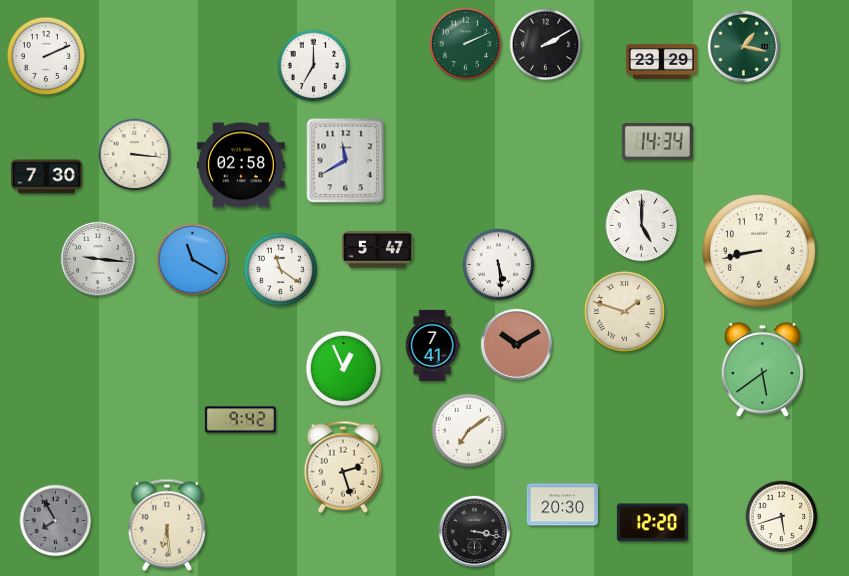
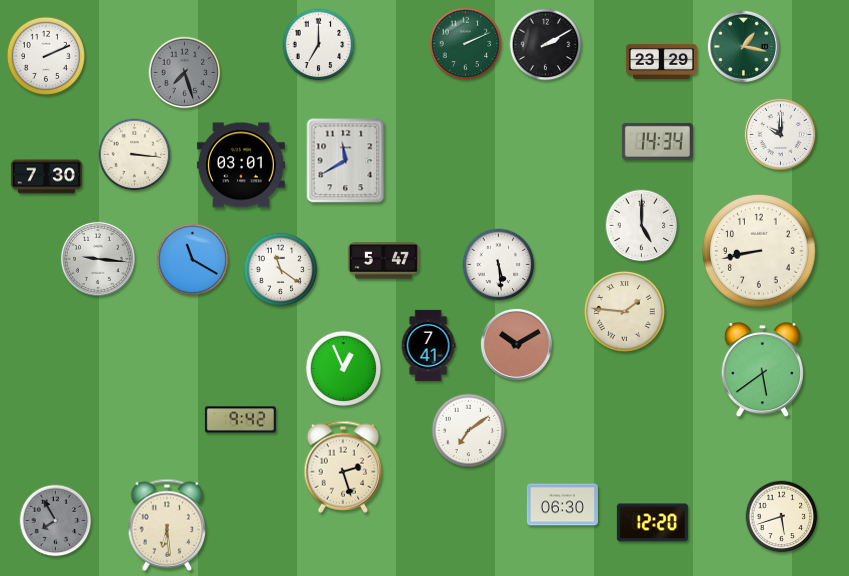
clock at (314, 66) position: (314, 66) -> (319, 45)
clock at (185, 73): none -> 7:27
clock at (780, 134): none -> 10:00
clock at (241, 165): 02:58 -> 03:01
clock at (377, 250) position: (377, 250) -> (383, 261)
clock at (624, 311): 1:48 -> 1:46
clock at (432, 345) position: (432, 345) -> (428, 345)
clock at (562, 505): 20:30 -> 06:30
clock at (474, 531): 3:17 -> none
